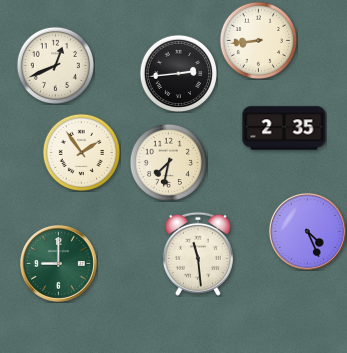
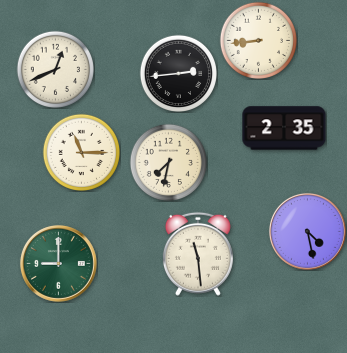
clock at (55, 65) position: (55, 65) -> (55, 69)
clock at (81, 152): 1:54 -> 11:15
clock at (307, 231): 4:26 -> 4:28
